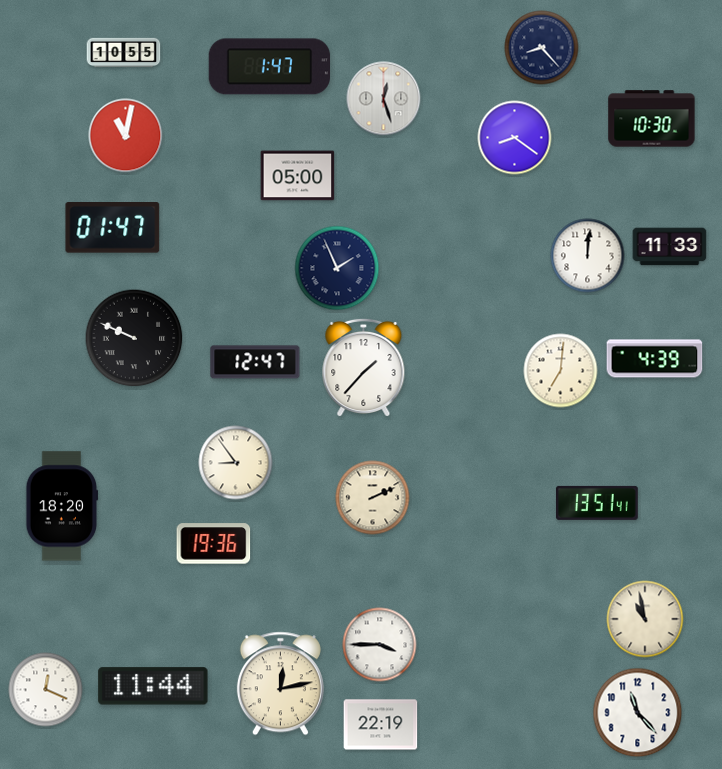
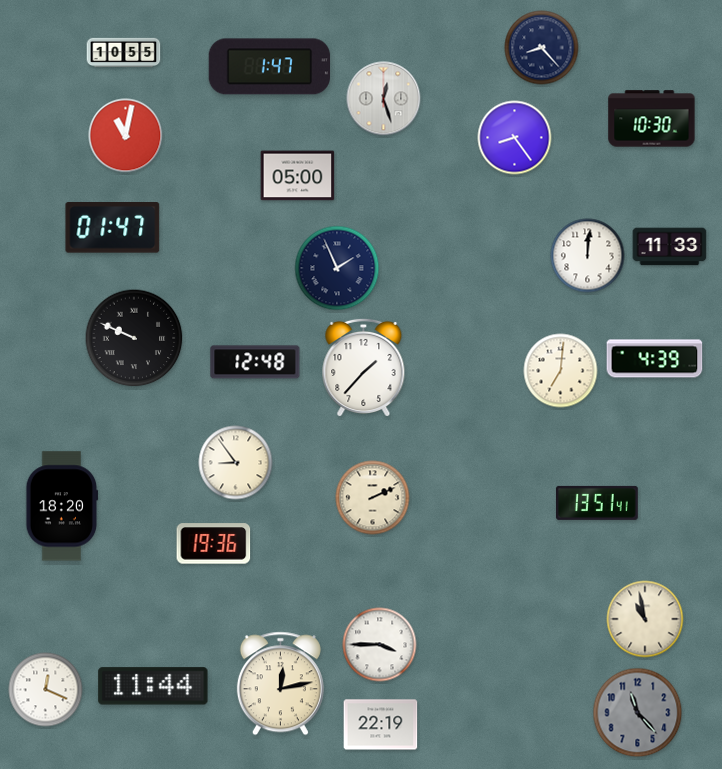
clock at (515, 138): 8:21 -> 8:24
clock at (255, 362): 12:47 -> 12:48
clock at (638, 713) dial: white -> grey
